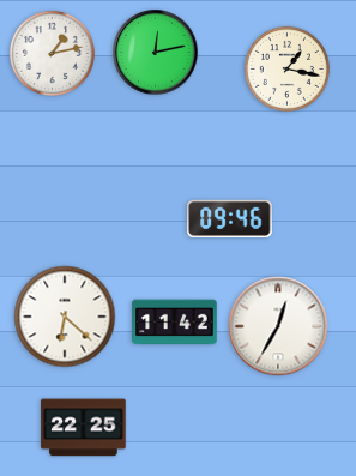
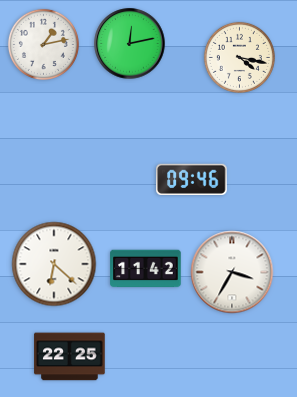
clock at (286, 68): 1:17 -> 4:17
clock at (230, 218) position: (230, 218) -> (192, 179)
clock at (278, 326): 12:35 -> 3:35
